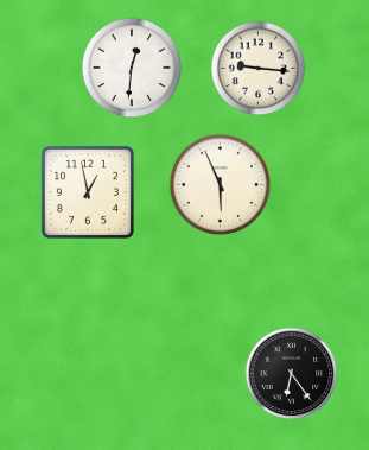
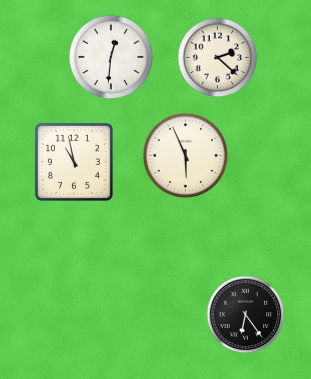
clock at (259, 69): 9:16 -> 2:22
clock at (88, 192): 12:58 -> 10:58
